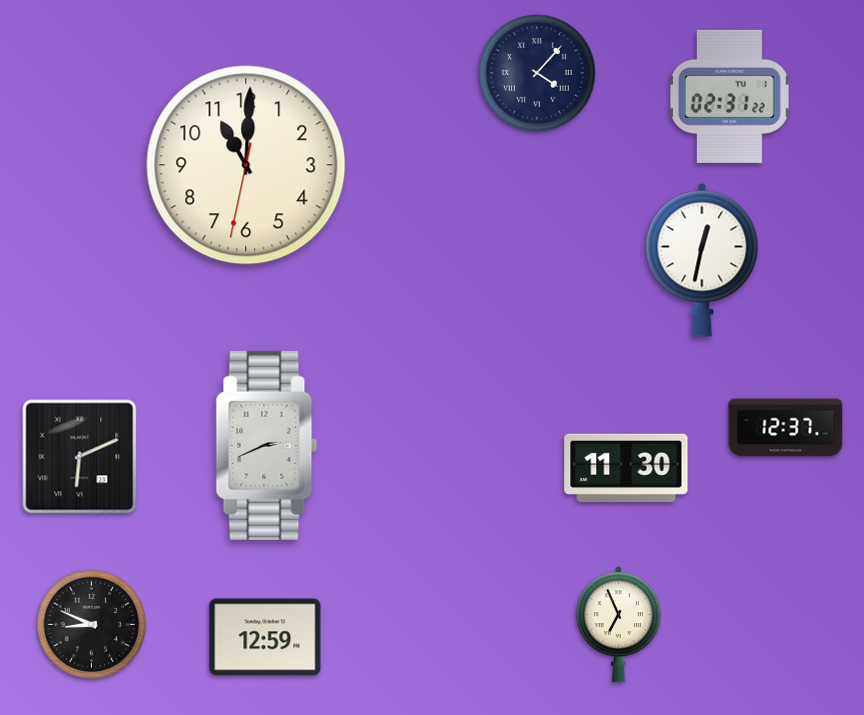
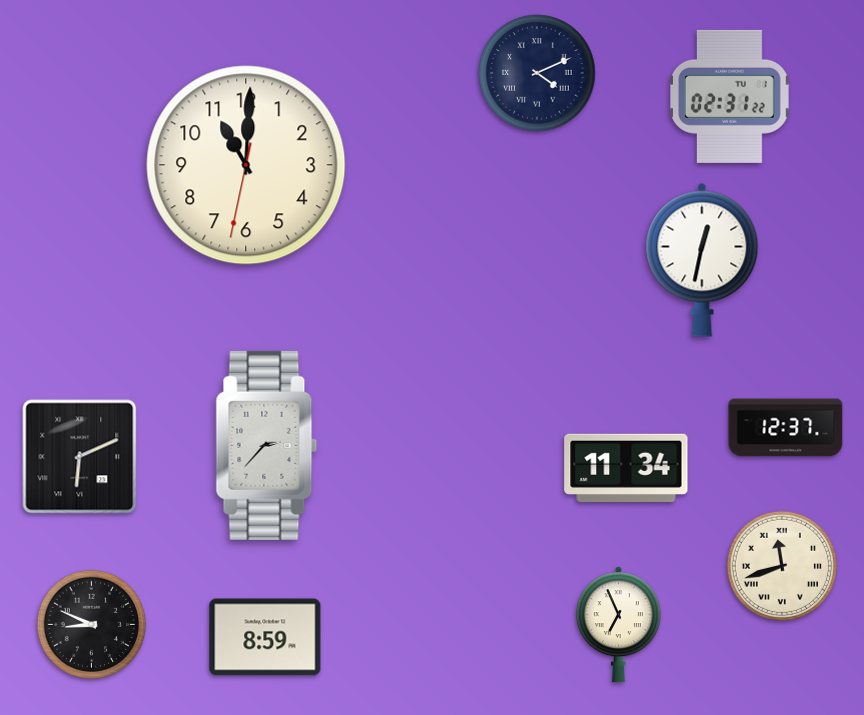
clock at (537, 73): 4:07 -> 4:11
clock at (267, 445): 2:41 -> 2:37
clock at (626, 467): 11:30 -> 11:34
clock at (782, 566): none -> 11:42
clock at (265, 637): 12:59 -> 8:59
